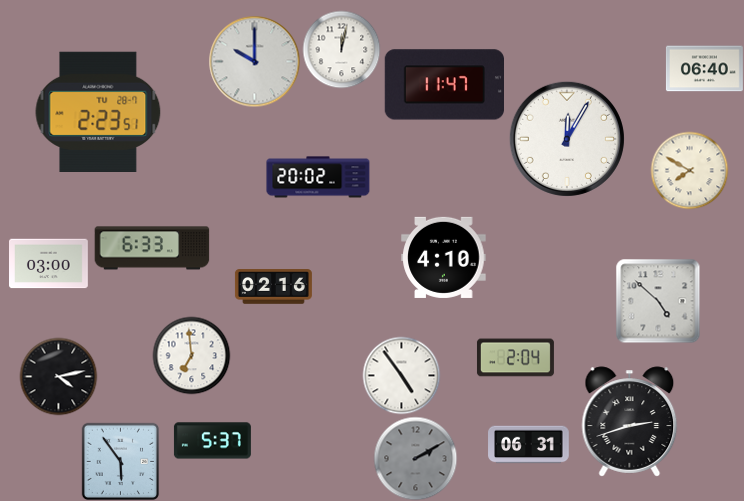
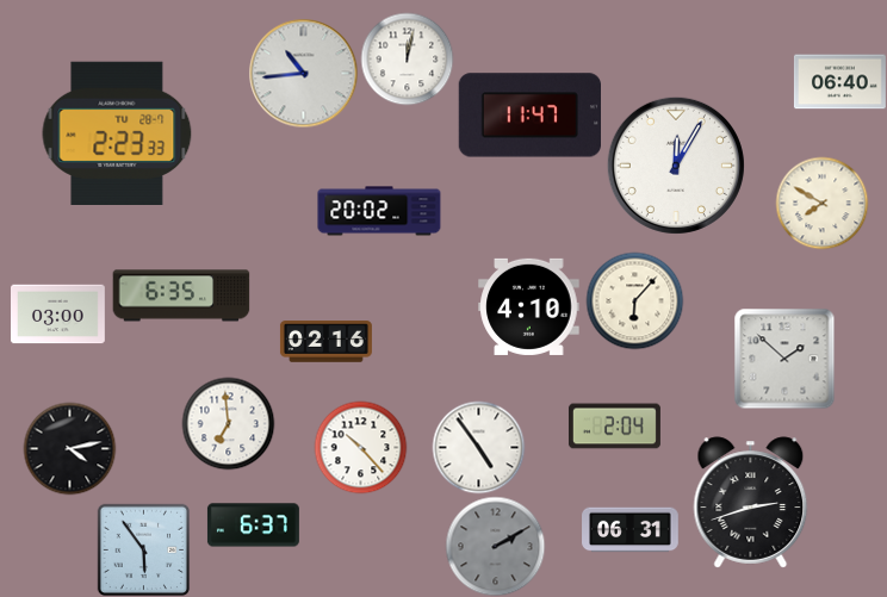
clock at (254, 61): 10:00 -> 10:44
clock at (444, 85) position: (444, 85) -> (529, 116)
clock at (98, 111): 2:23:51 -> 2:23:33
clock at (152, 248): 6:33 -> 6:35
clock at (634, 300): none -> 6:07
clock at (658, 301): 4:52 -> 1:52
clock at (360, 447): none -> 10:23
clock at (212, 441): 5:37 -> 6:37
